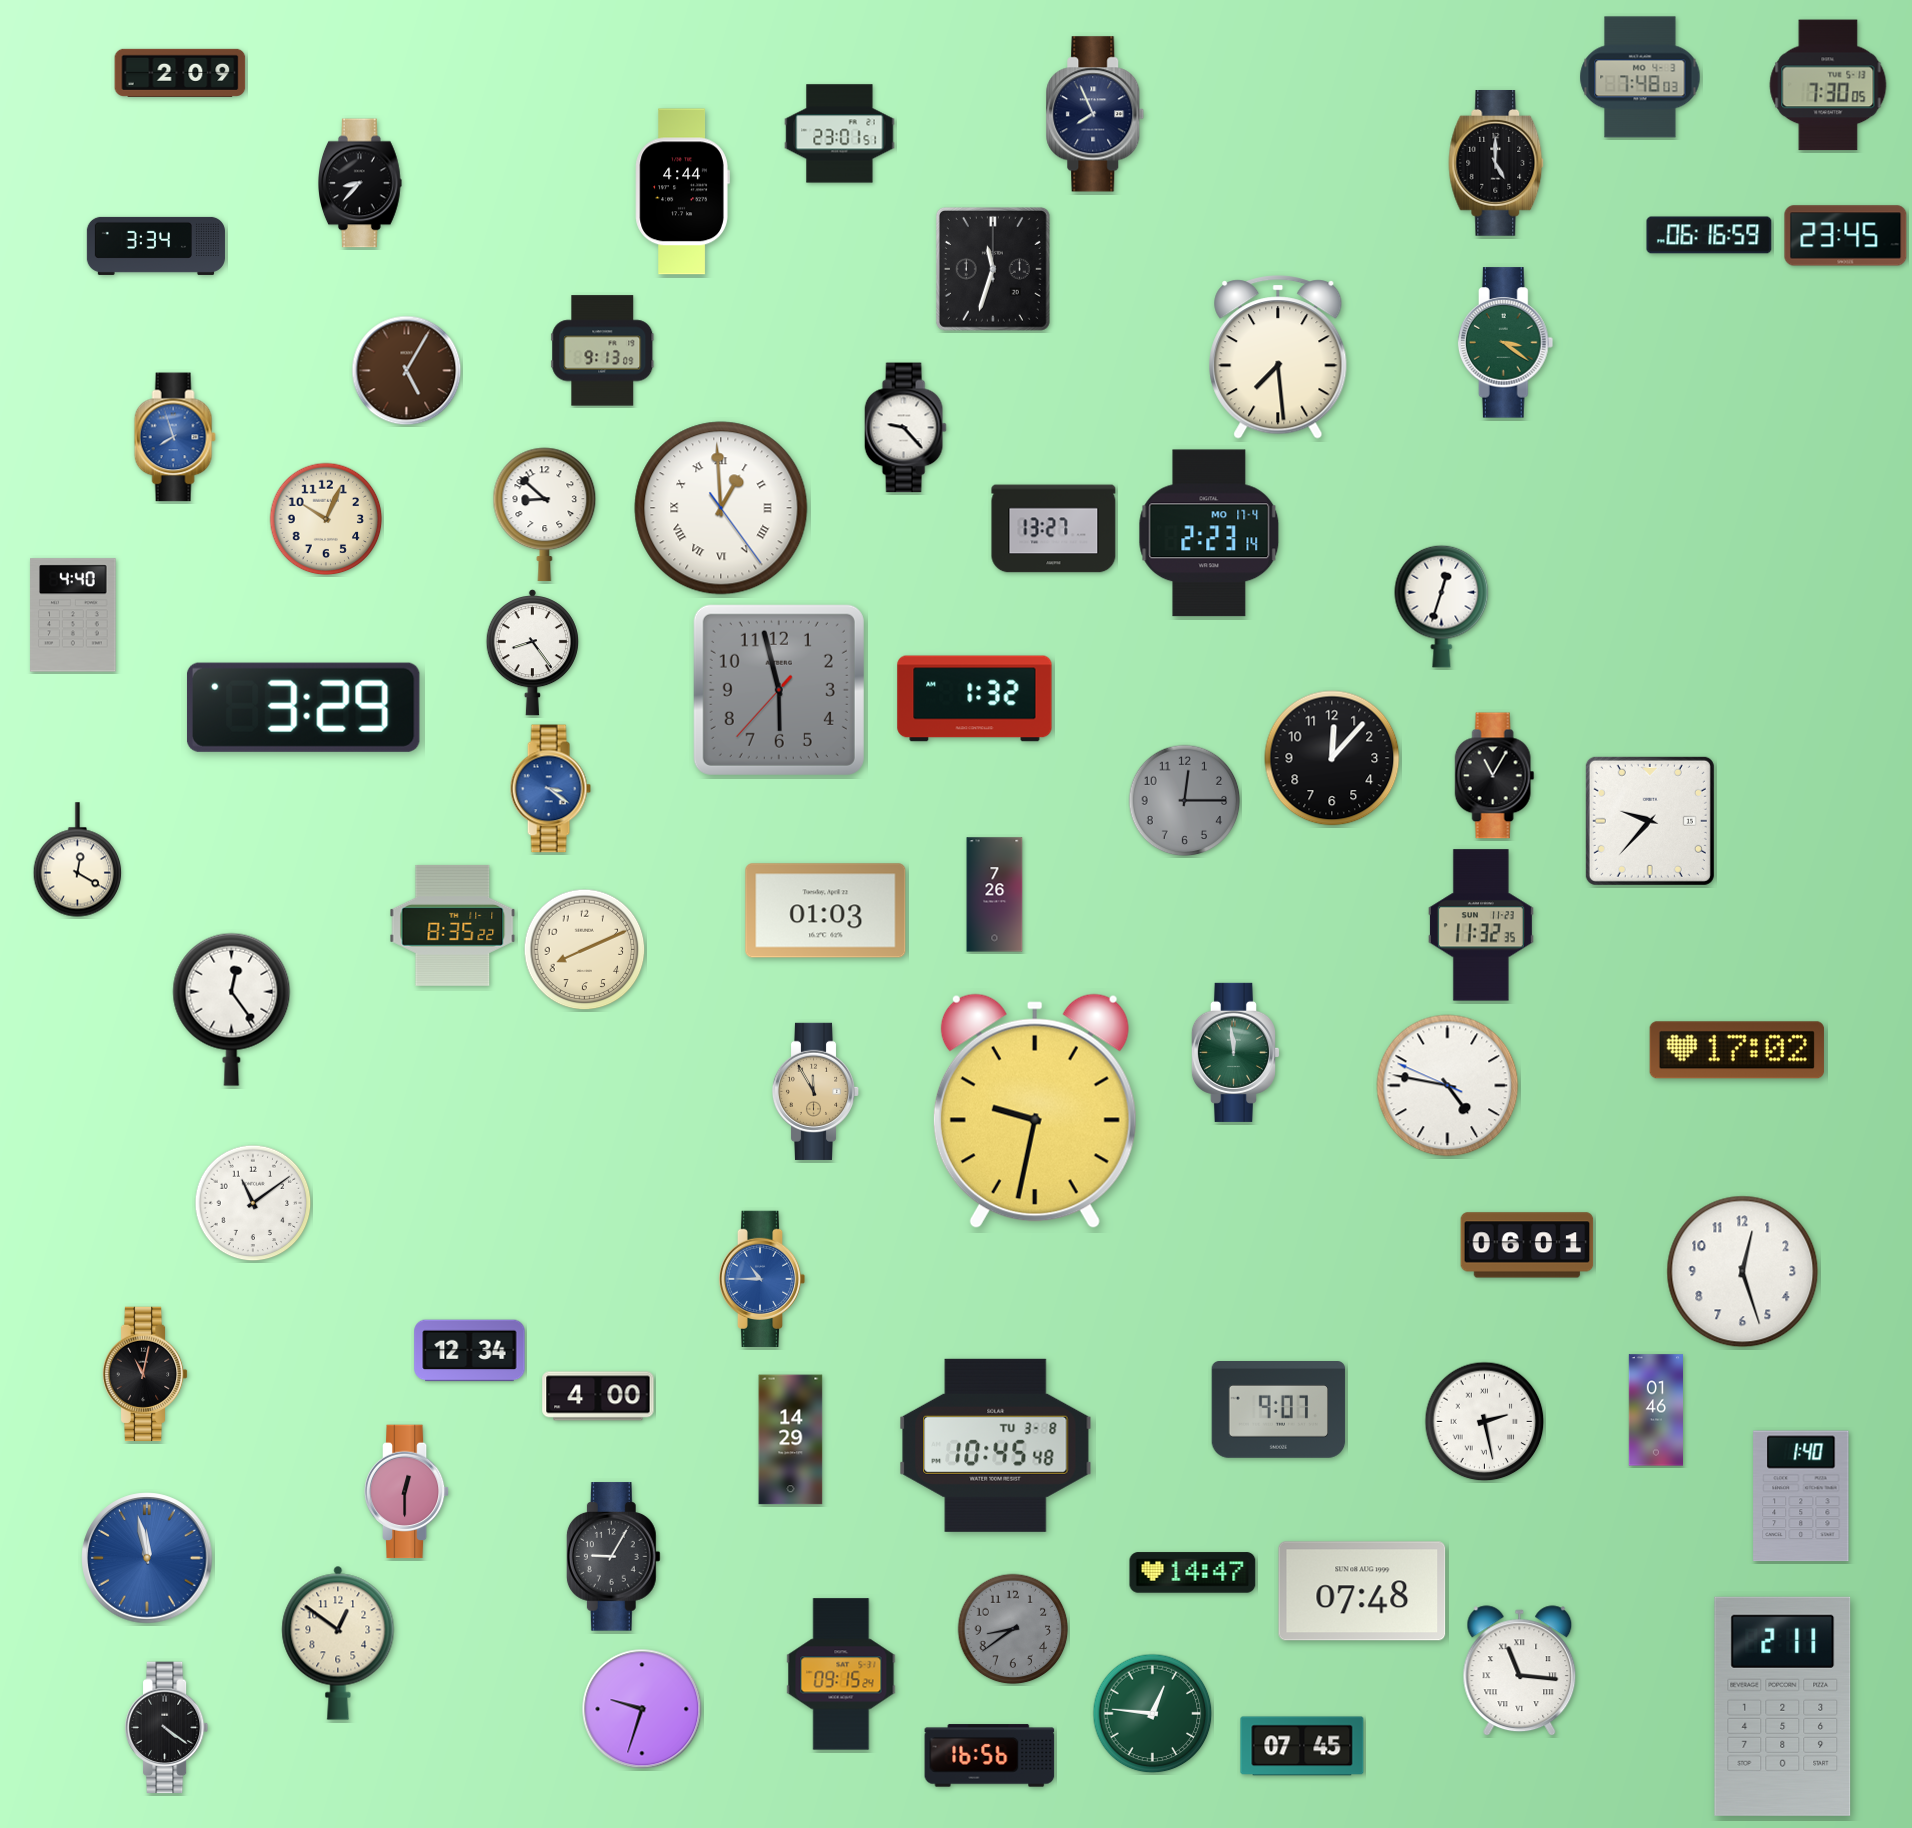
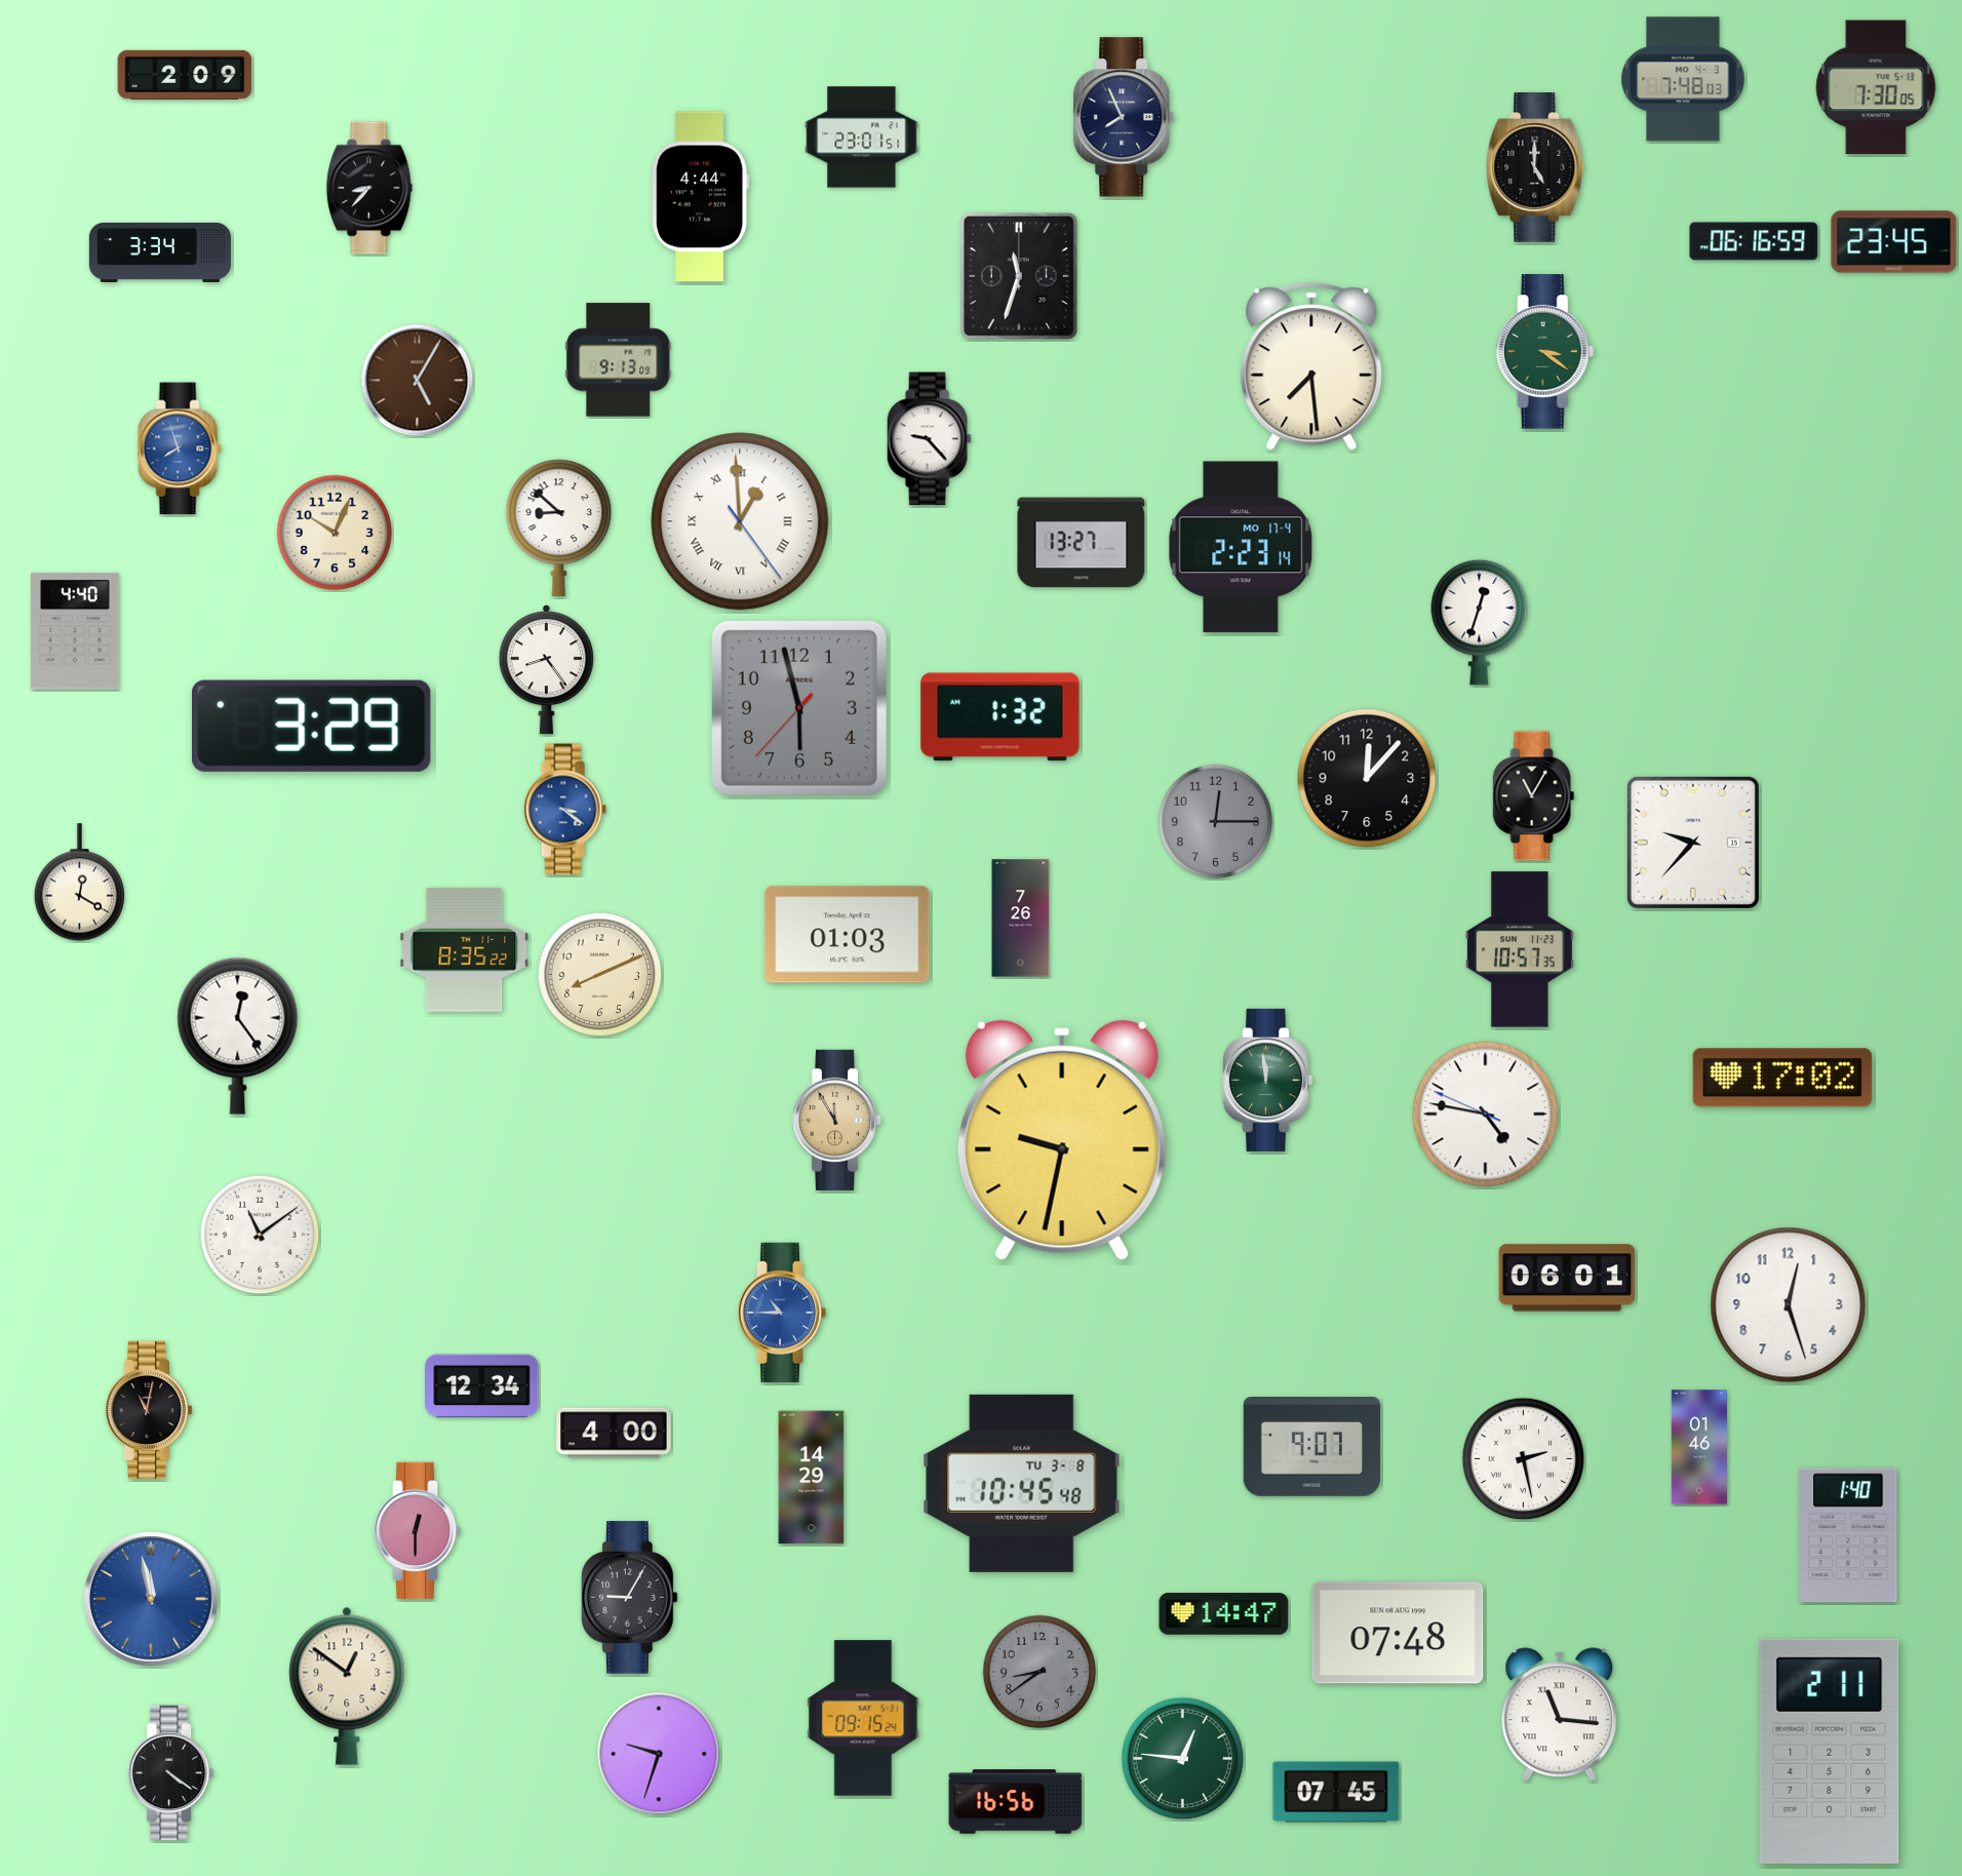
clock at (1481, 925): 11:32 -> 10:57
